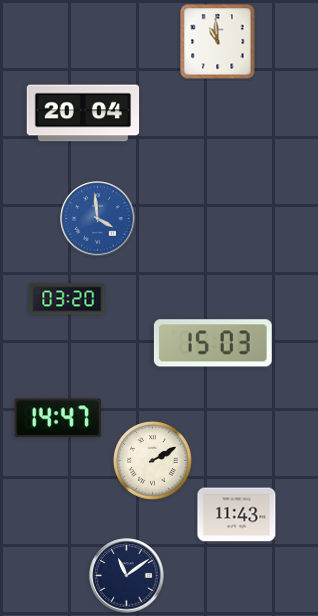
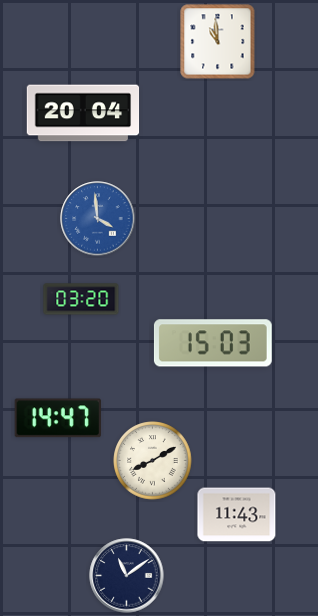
clock at (67, 299) position: (67, 299) -> (81, 299)
clock at (153, 461): 2:10 -> 8:10
